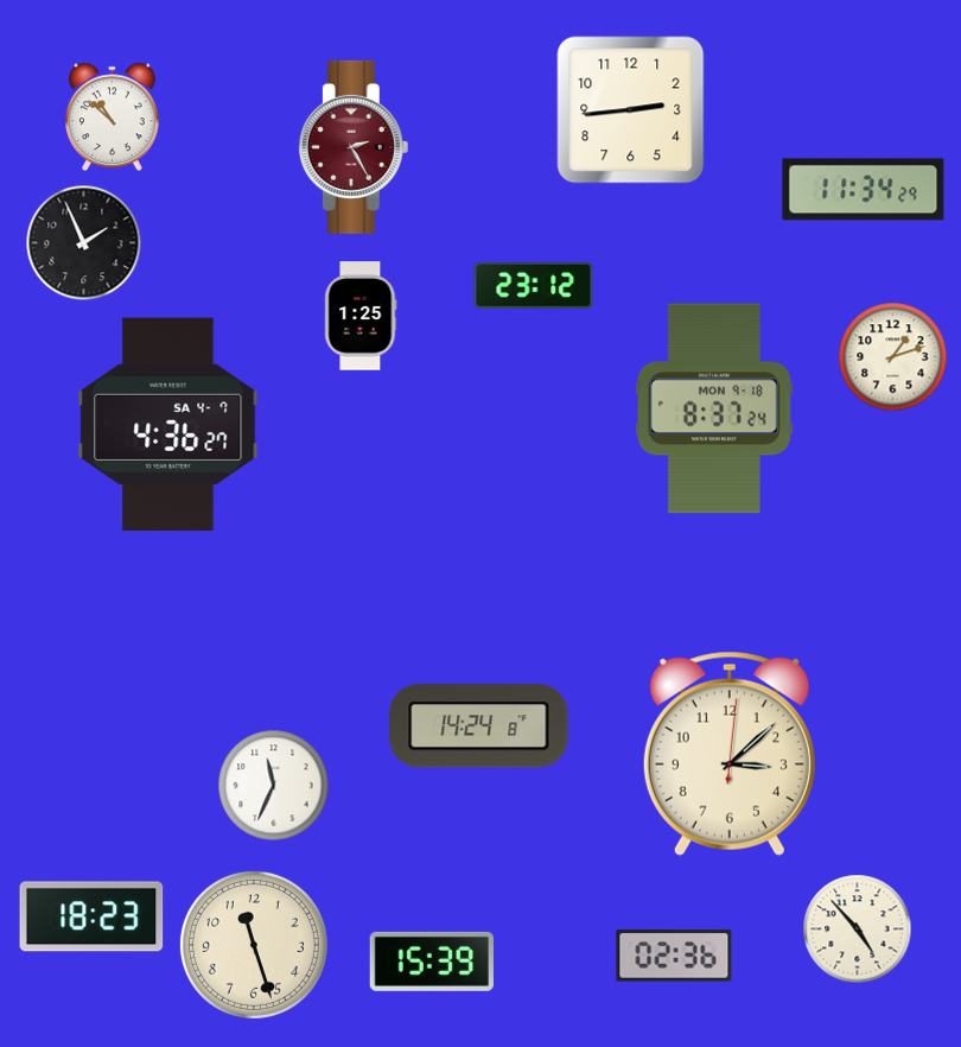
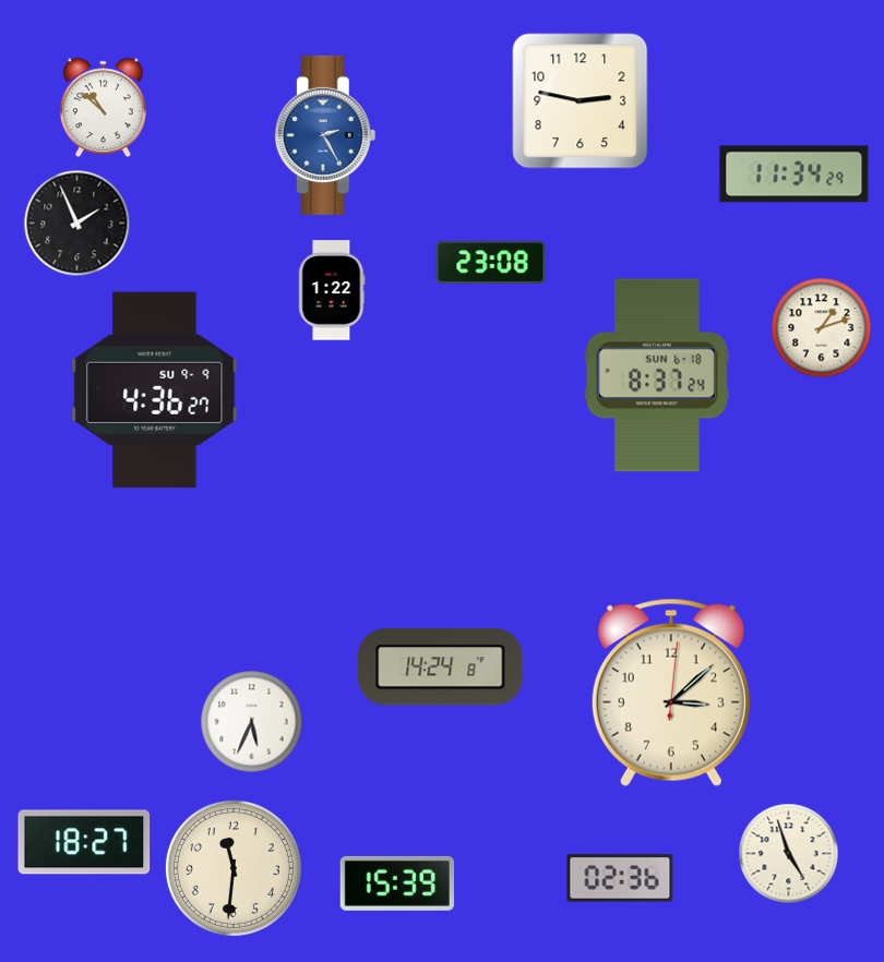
clock at (631, 110): 2:44 -> 2:47
clock at (354, 147) dial: burgundy -> blue
clock at (534, 285): 23:12 -> 23:08
clock at (361, 316): 1:25 -> 1:22
clock at (714, 408) date: MON 9-18 -> SUN 6-18
clock at (168, 425) date: SA 4-7 -> SU 9-9
clock at (274, 786): 11:34 -> 5:34
clock at (91, 916): 18:23 -> 18:27
clock at (858, 929): 4:53 -> 4:57
clock at (254, 945): 11:27 -> 11:31
